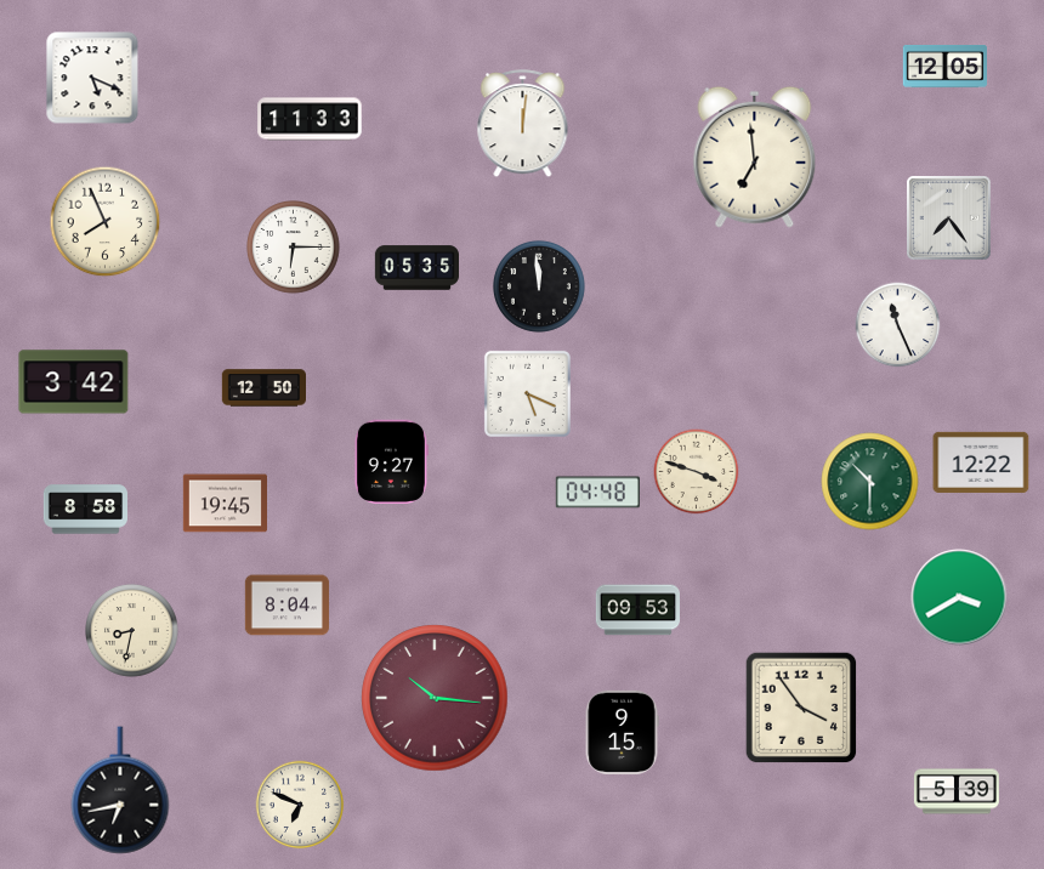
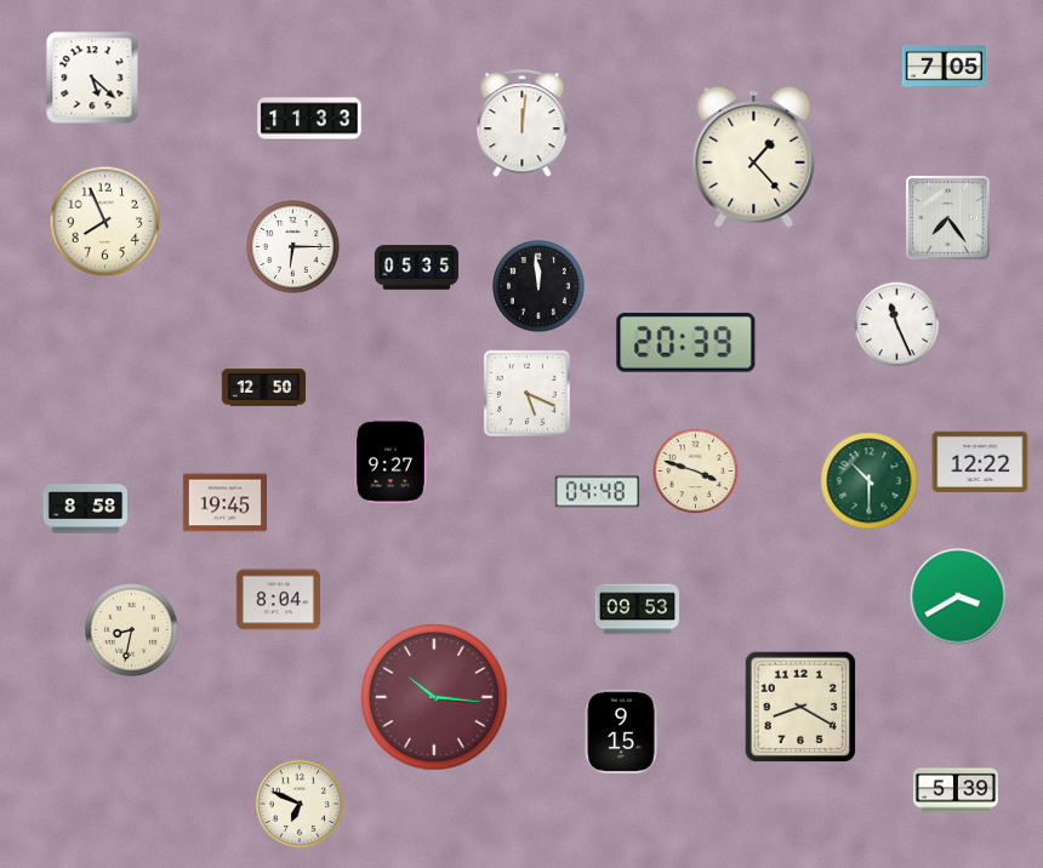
clock at (944, 67): 12:05 -> 7:05
clock at (92, 78): 5:19 -> 5:22
clock at (755, 157): 6:59 -> 1:23
clock at (686, 343): none -> 20:39
clock at (74, 382): 3:42 -> none
clock at (286, 606) position: (286, 606) -> (278, 600)
clock at (801, 708): 3:54 -> 8:20
clock at (120, 790): 6:43 -> none
